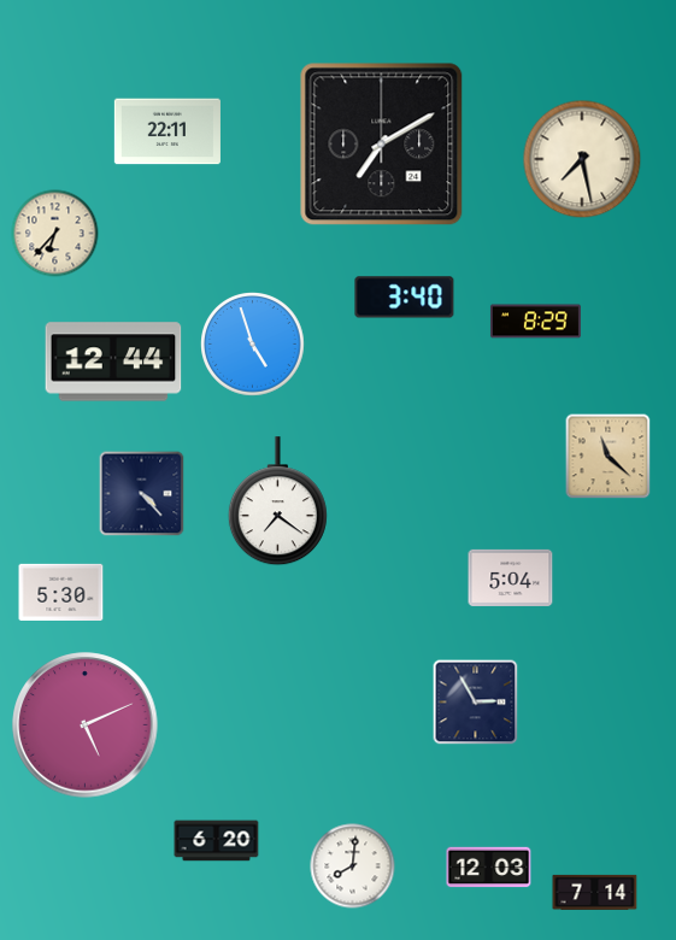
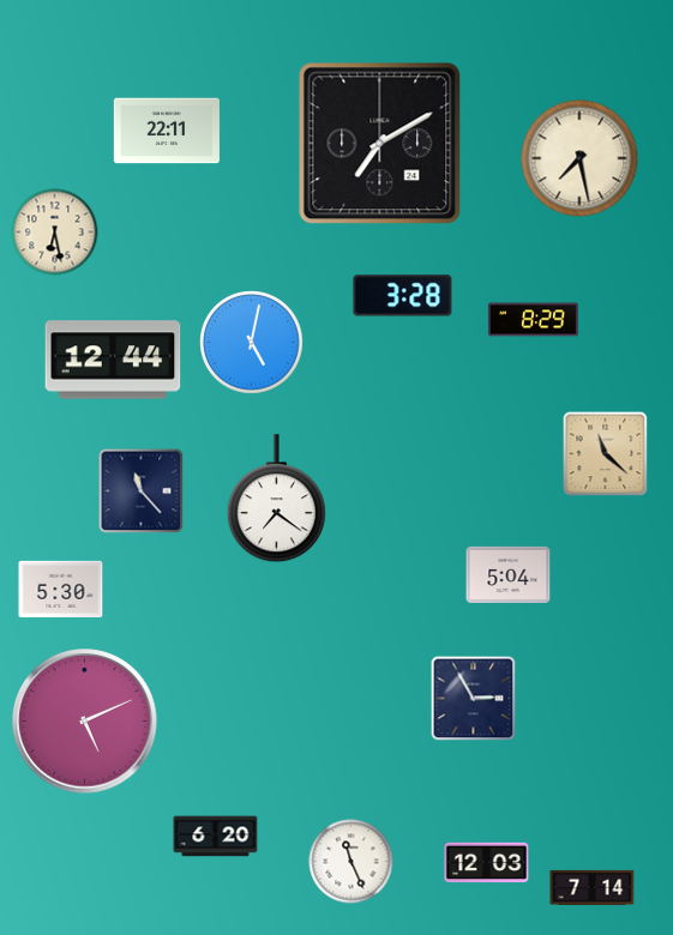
clock at (55, 234): 6:37 -> 6:28
clock at (405, 298): 3:40 -> 3:28
clock at (253, 345): 4:57 -> 5:02
clock at (142, 494): 4:23 -> 11:23
clock at (353, 866): 8:01 -> 11:26
